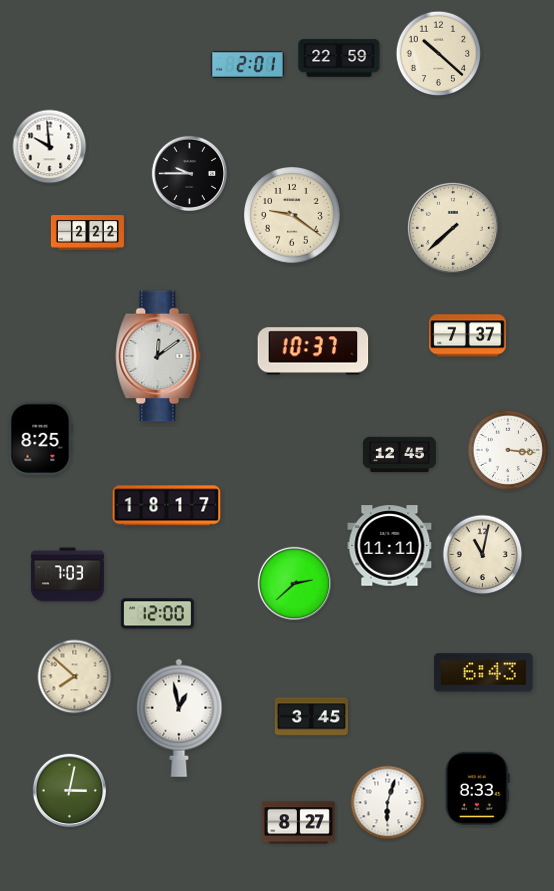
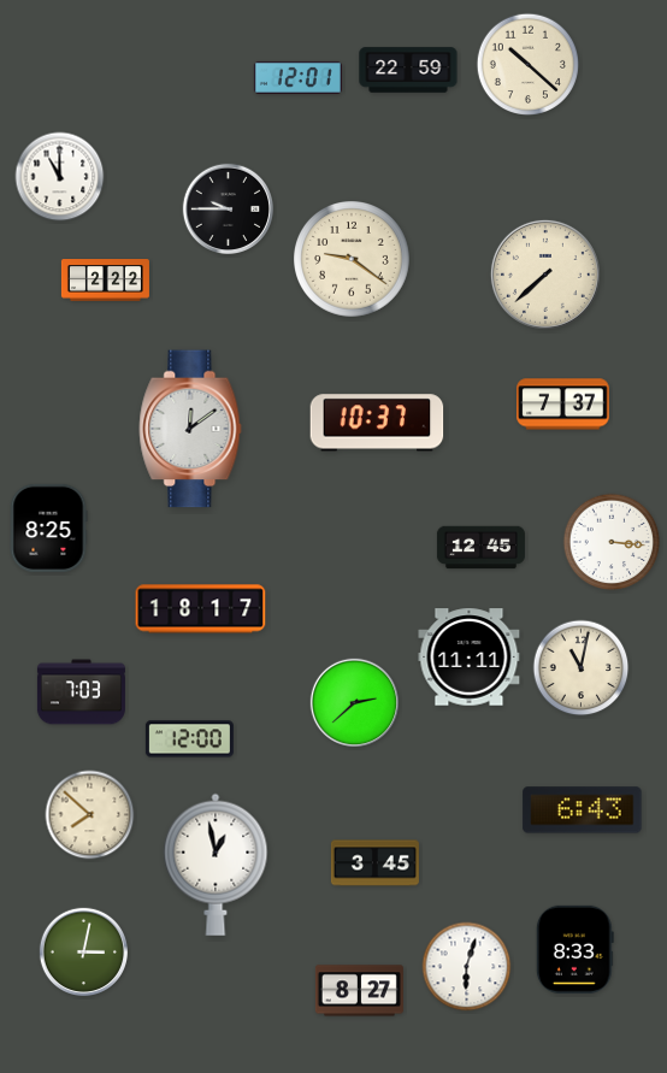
clock at (247, 64): 2:01 -> 12:01
clock at (50, 147): 9:59 -> 11:00
